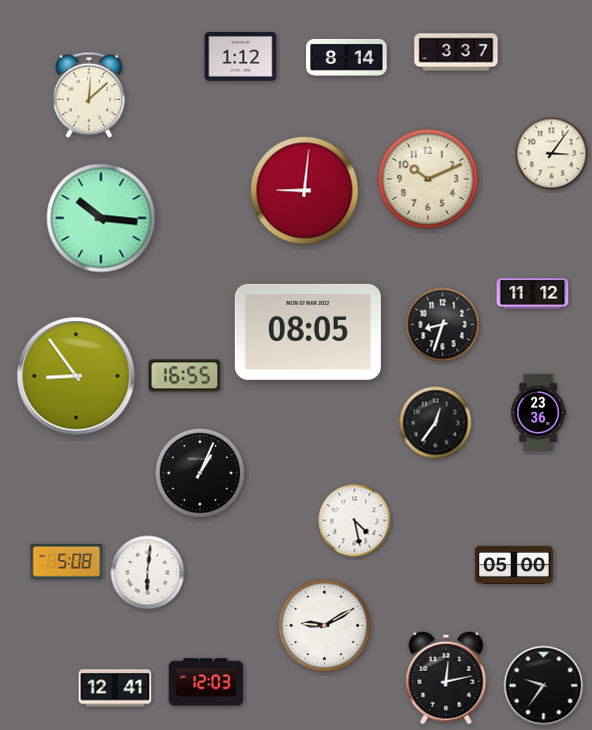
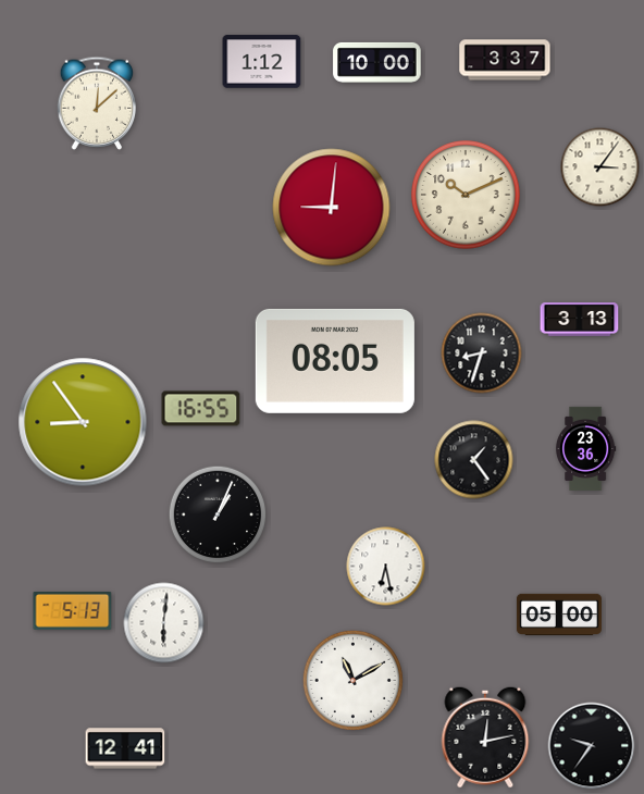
clock at (456, 52) position: (456, 52) -> (505, 60)
clock at (347, 57): 8:14 -> 10:00
clock at (101, 218): 10:16 -> none
clock at (533, 294): 11:12 -> 3:13
clock at (76, 376) position: (76, 376) -> (83, 422)
clock at (436, 423): 12:36 -> 1:24
clock at (355, 521): 4:28 -> 6:28
clock at (67, 561): 5:08 -> 5:13
clock at (148, 573) position: (148, 573) -> (164, 623)
clock at (324, 625): 9:10 -> 11:10
clock at (206, 682): 12:03 -> none
